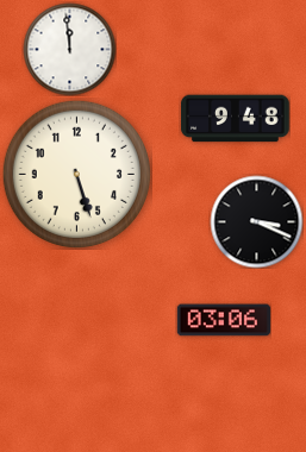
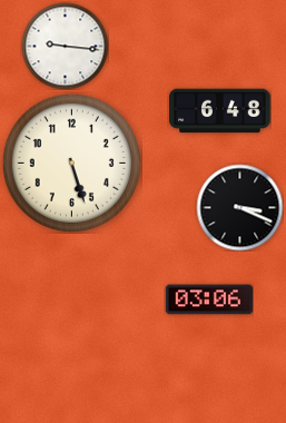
clock at (69, 49): 11:59 -> 9:16
clock at (236, 119): 9:48 -> 6:48
